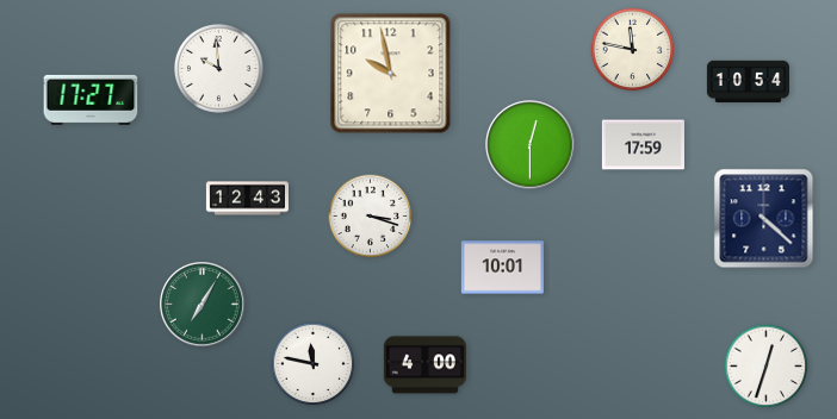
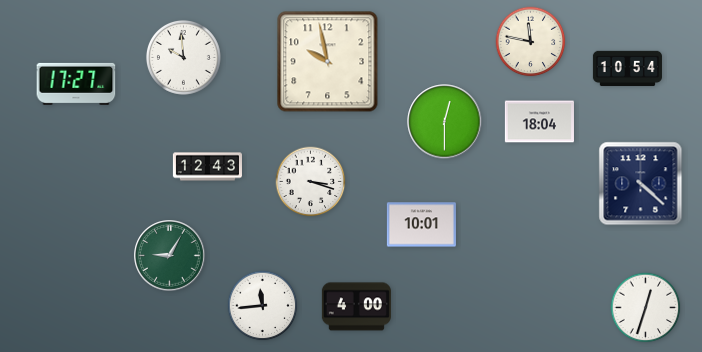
clock at (643, 145): 17:59 -> 18:04
clock at (203, 305): 7:05 -> 9:05
clock at (314, 364): 11:47 -> 11:44
clock at (767, 367) position: (767, 367) -> (646, 308)
